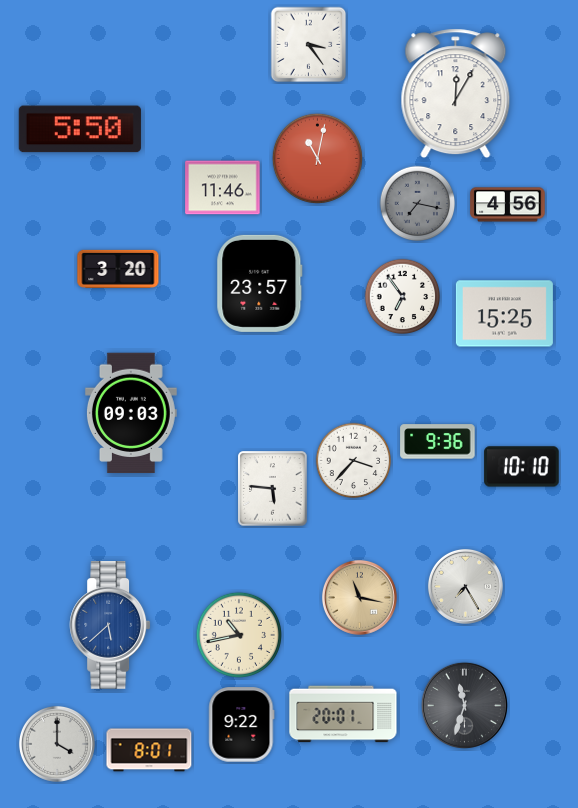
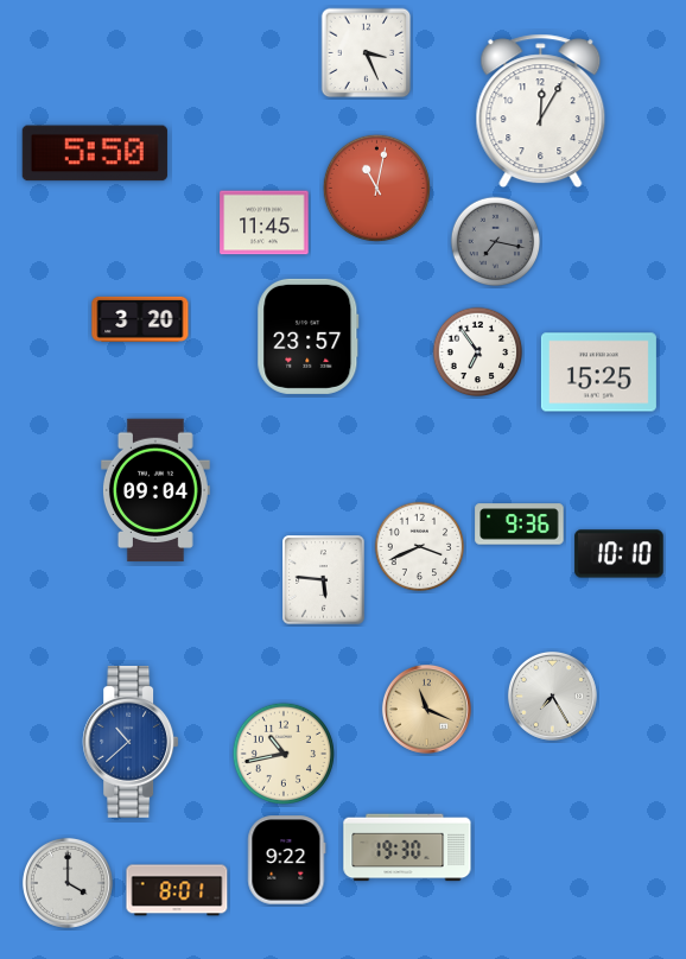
clock at (309, 45): 3:24 -> 3:26
clock at (223, 188): 11:46 -> 11:45
clock at (508, 205): 4:56 -> none
clock at (131, 413): 09:03 -> 09:04
clock at (354, 461): 3:37 -> 3:41
clock at (359, 597): 11:17 -> 11:19
clock at (110, 626): 5:38 -> 10:38
clock at (464, 705): 11:33 -> none
clock at (343, 714): 20:01 -> 19:30
